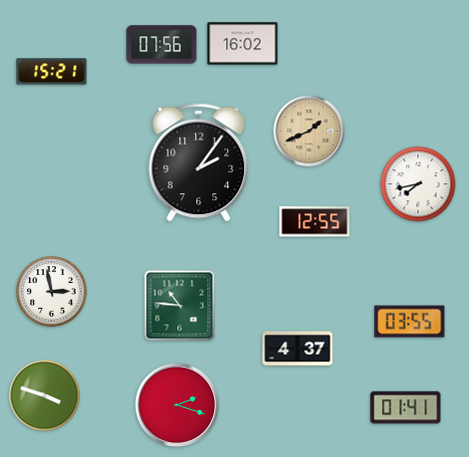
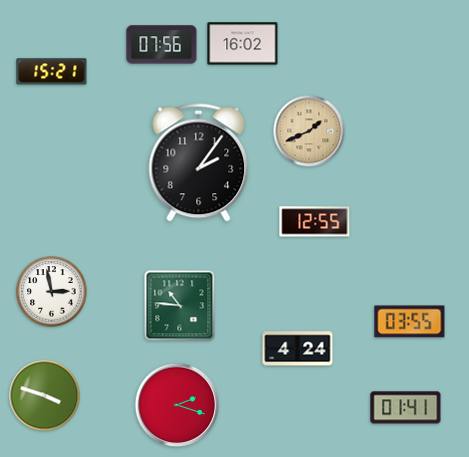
clock at (418, 184): 7:43 -> none
clock at (298, 349): 4:37 -> 4:24
